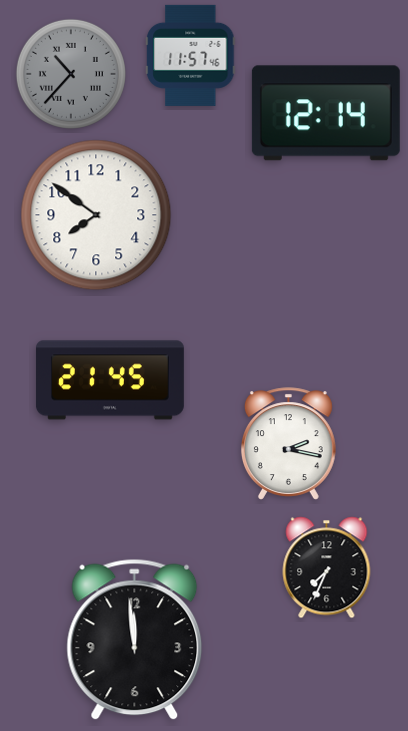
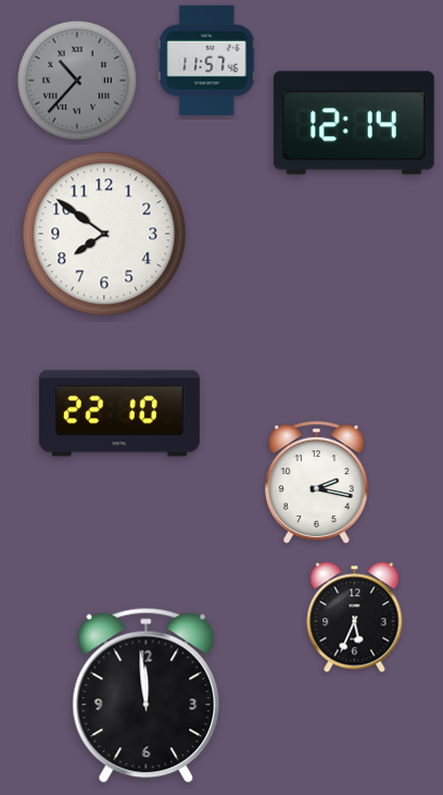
clock at (110, 380): 21:45 -> 22:10
clock at (288, 444) position: (288, 444) -> (316, 483)
clock at (327, 568): 7:34 -> 5:34
